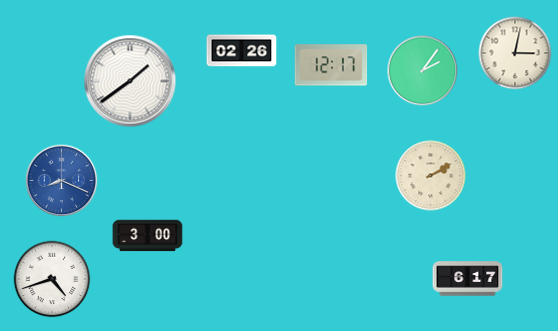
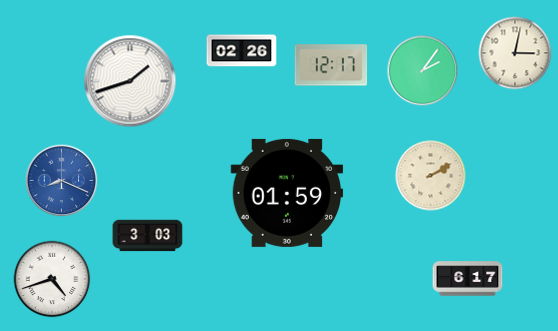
clock at (130, 81): 1:39 -> 1:42
clock at (287, 193): none -> 01:59
clock at (148, 236): 3:00 -> 3:03
